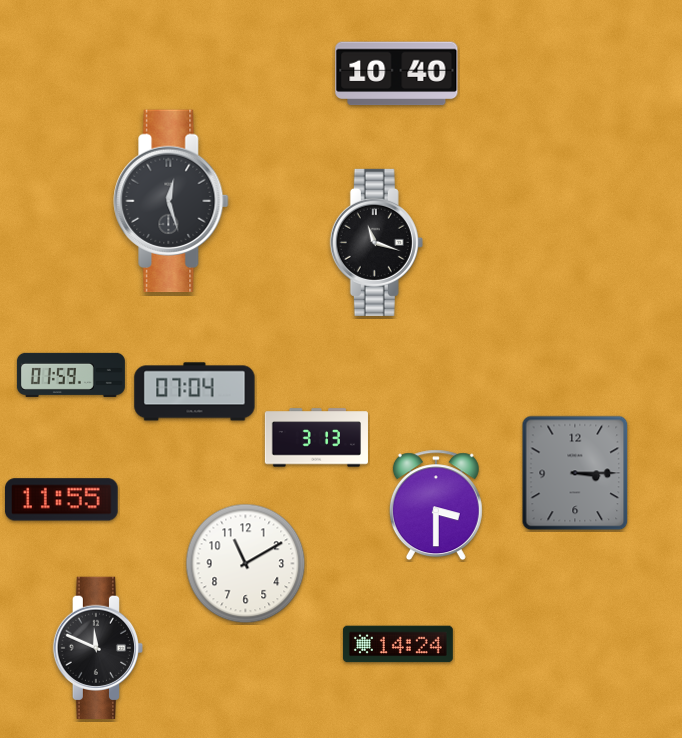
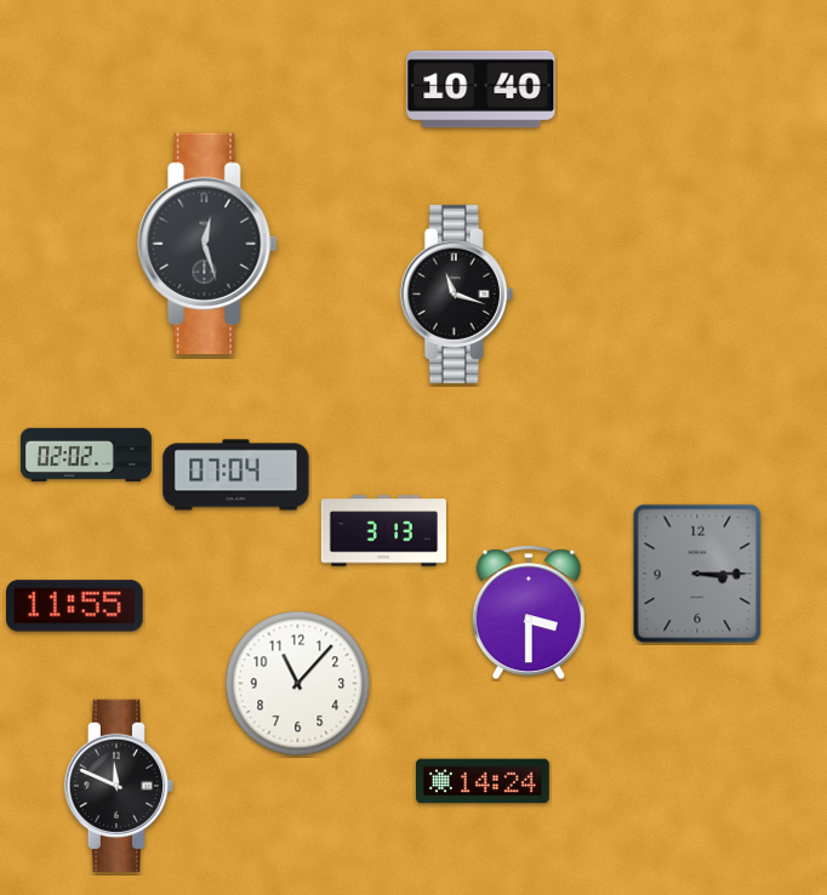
clock at (71, 375): 01:59 -> 02:02
clock at (246, 564): 11:10 -> 11:07
